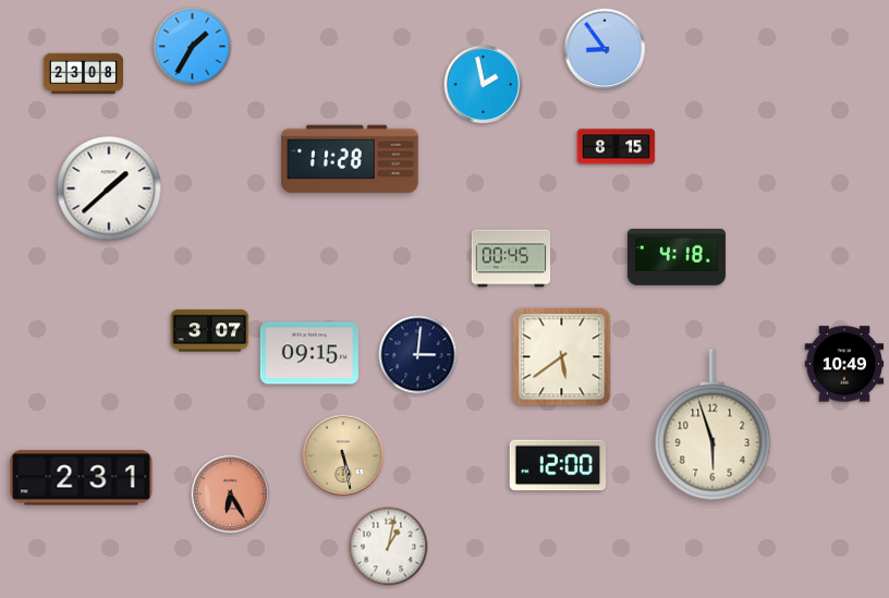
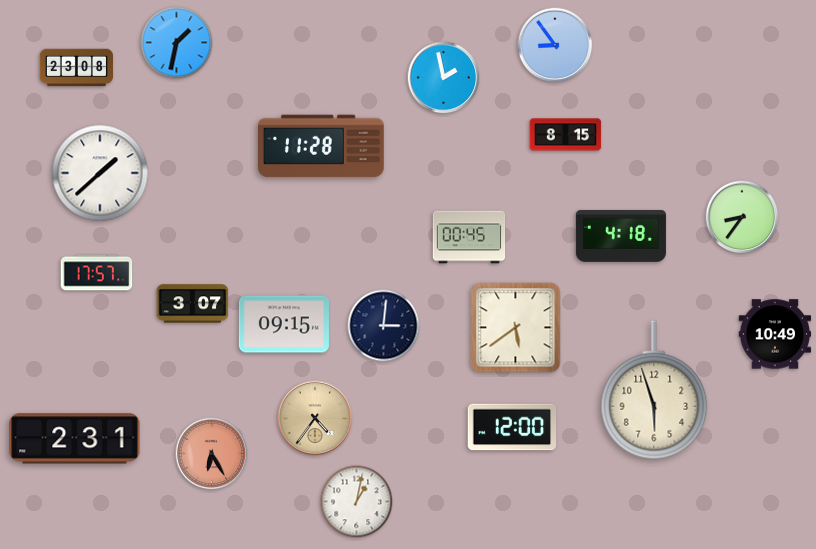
clock at (193, 47): 1:35 -> 1:32
clock at (742, 217): none -> 8:36
clock at (97, 273): none -> 17:57
clock at (343, 455): 5:28 -> 4:36
